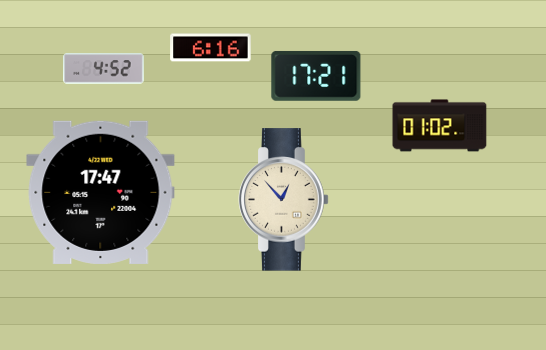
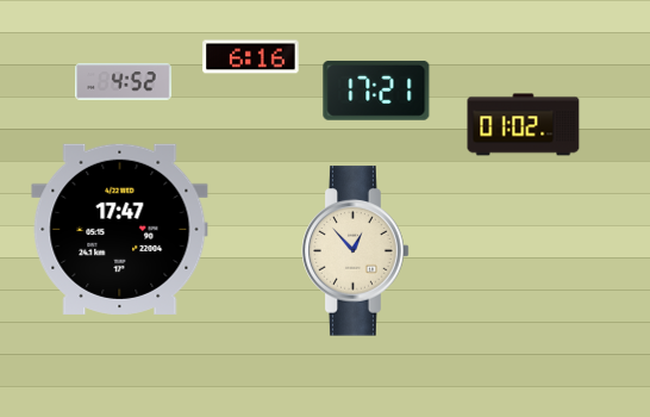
clock at (440, 126) position: (440, 126) -> (524, 125)
clock at (284, 200) position: (284, 200) -> (356, 251)
